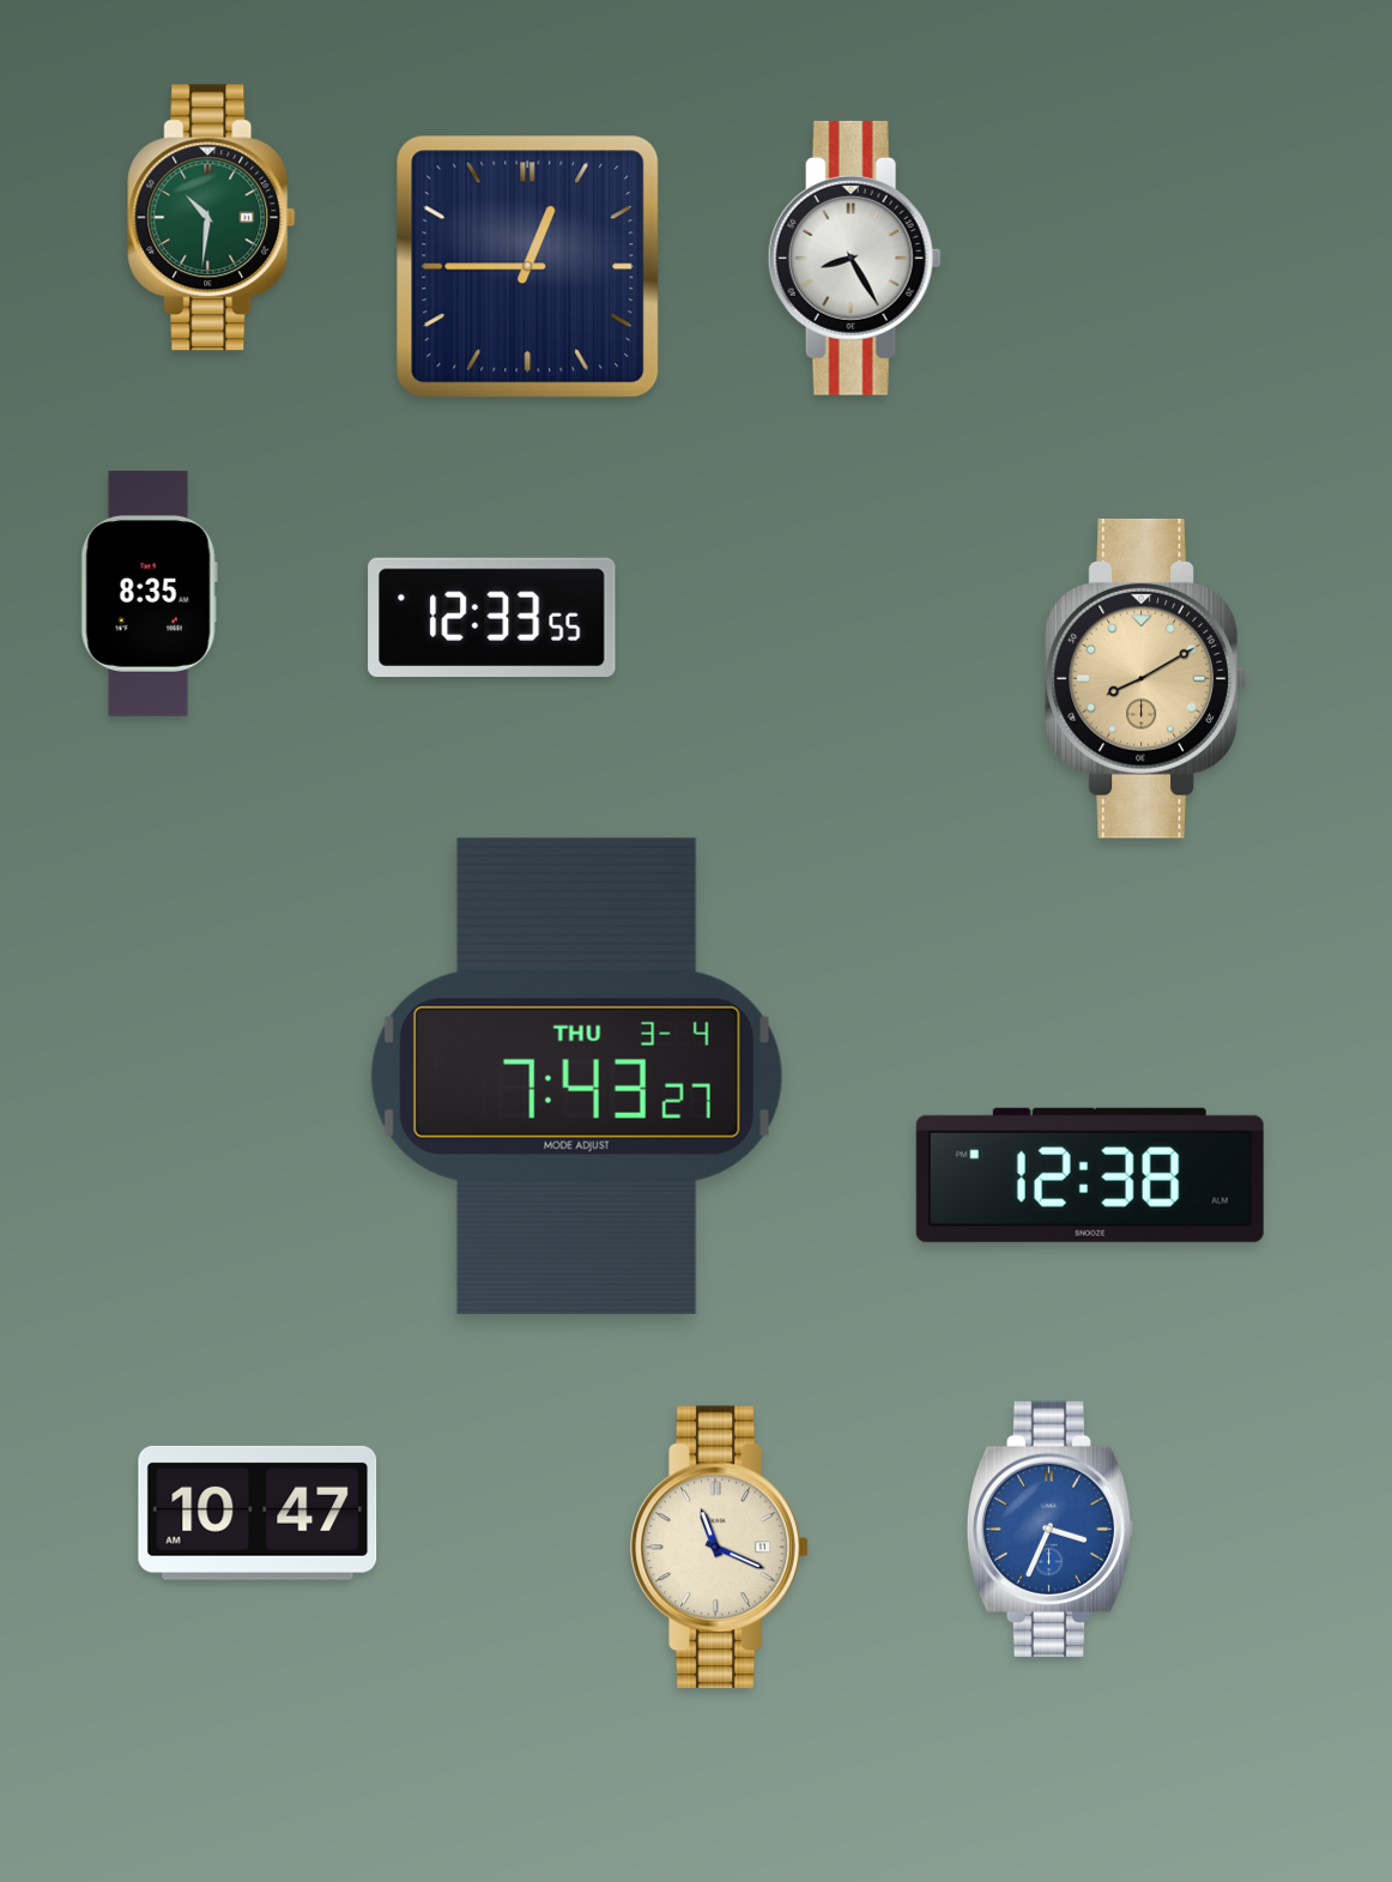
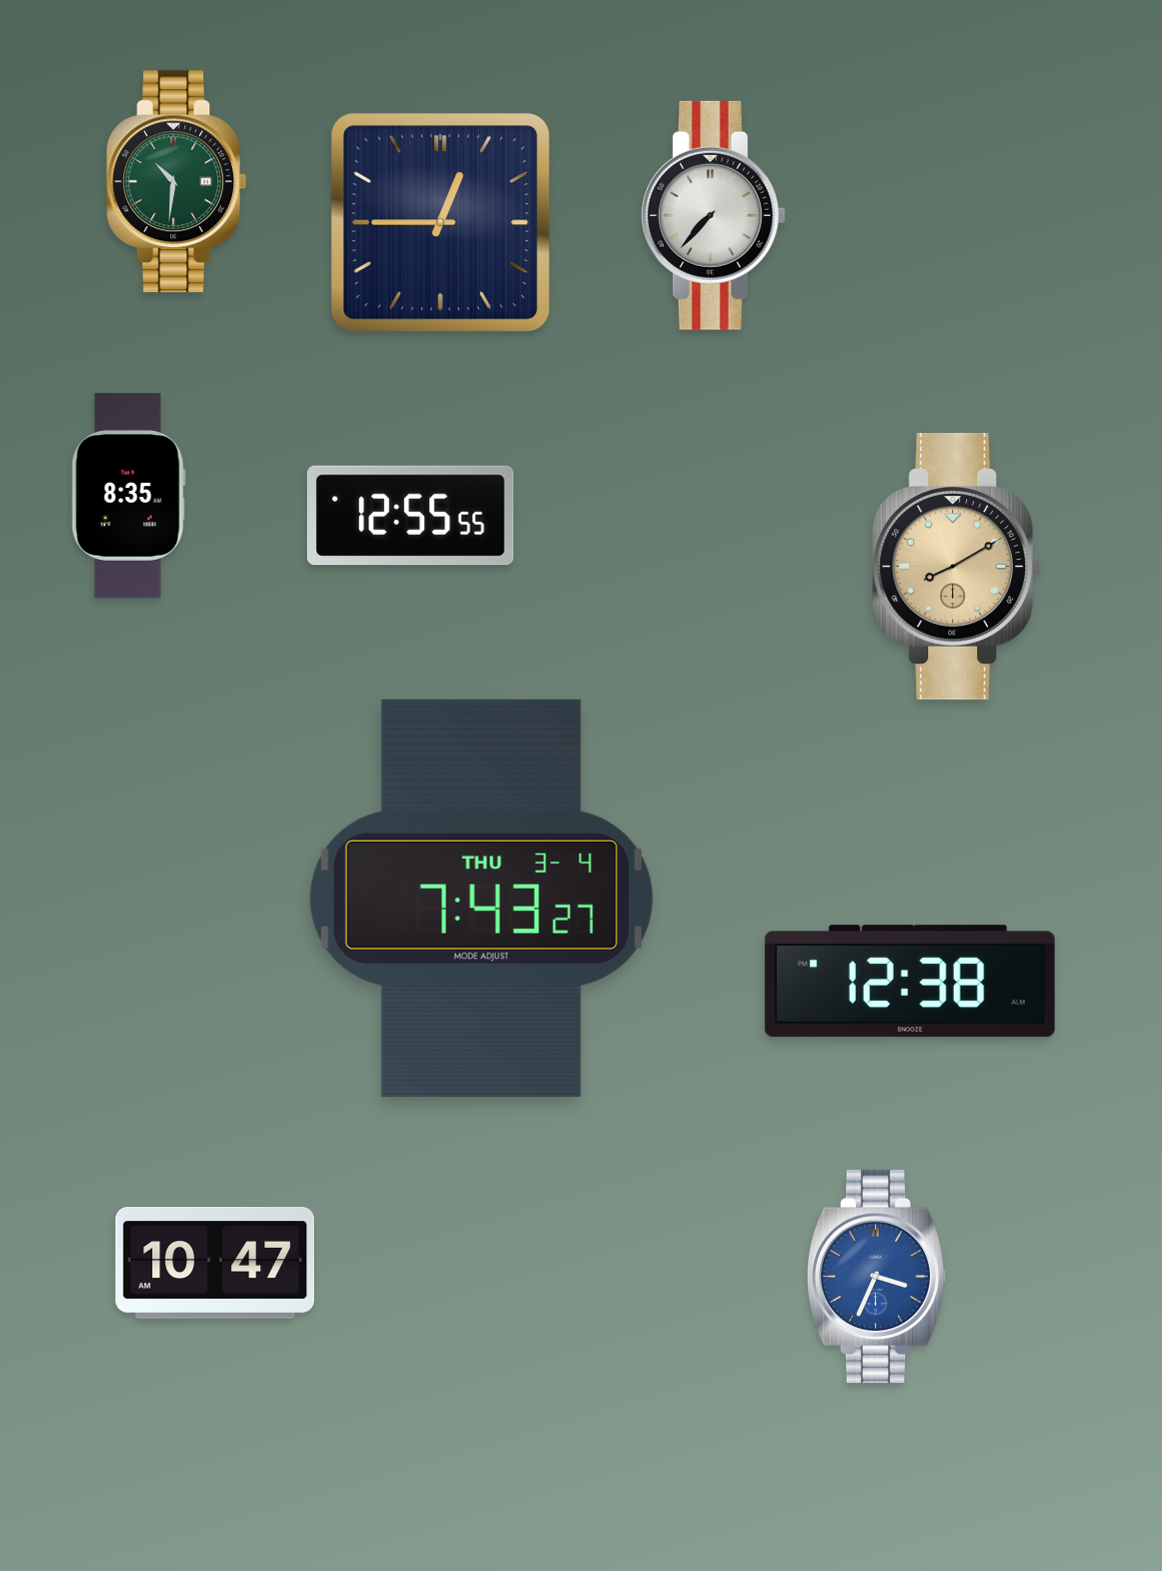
clock at (854, 258): 8:25 -> 7:37
clock at (149, 594) position: (149, 594) -> (128, 496)
clock at (492, 618): 12:33 -> 12:55
clock at (720, 1548): 11:19 -> none
